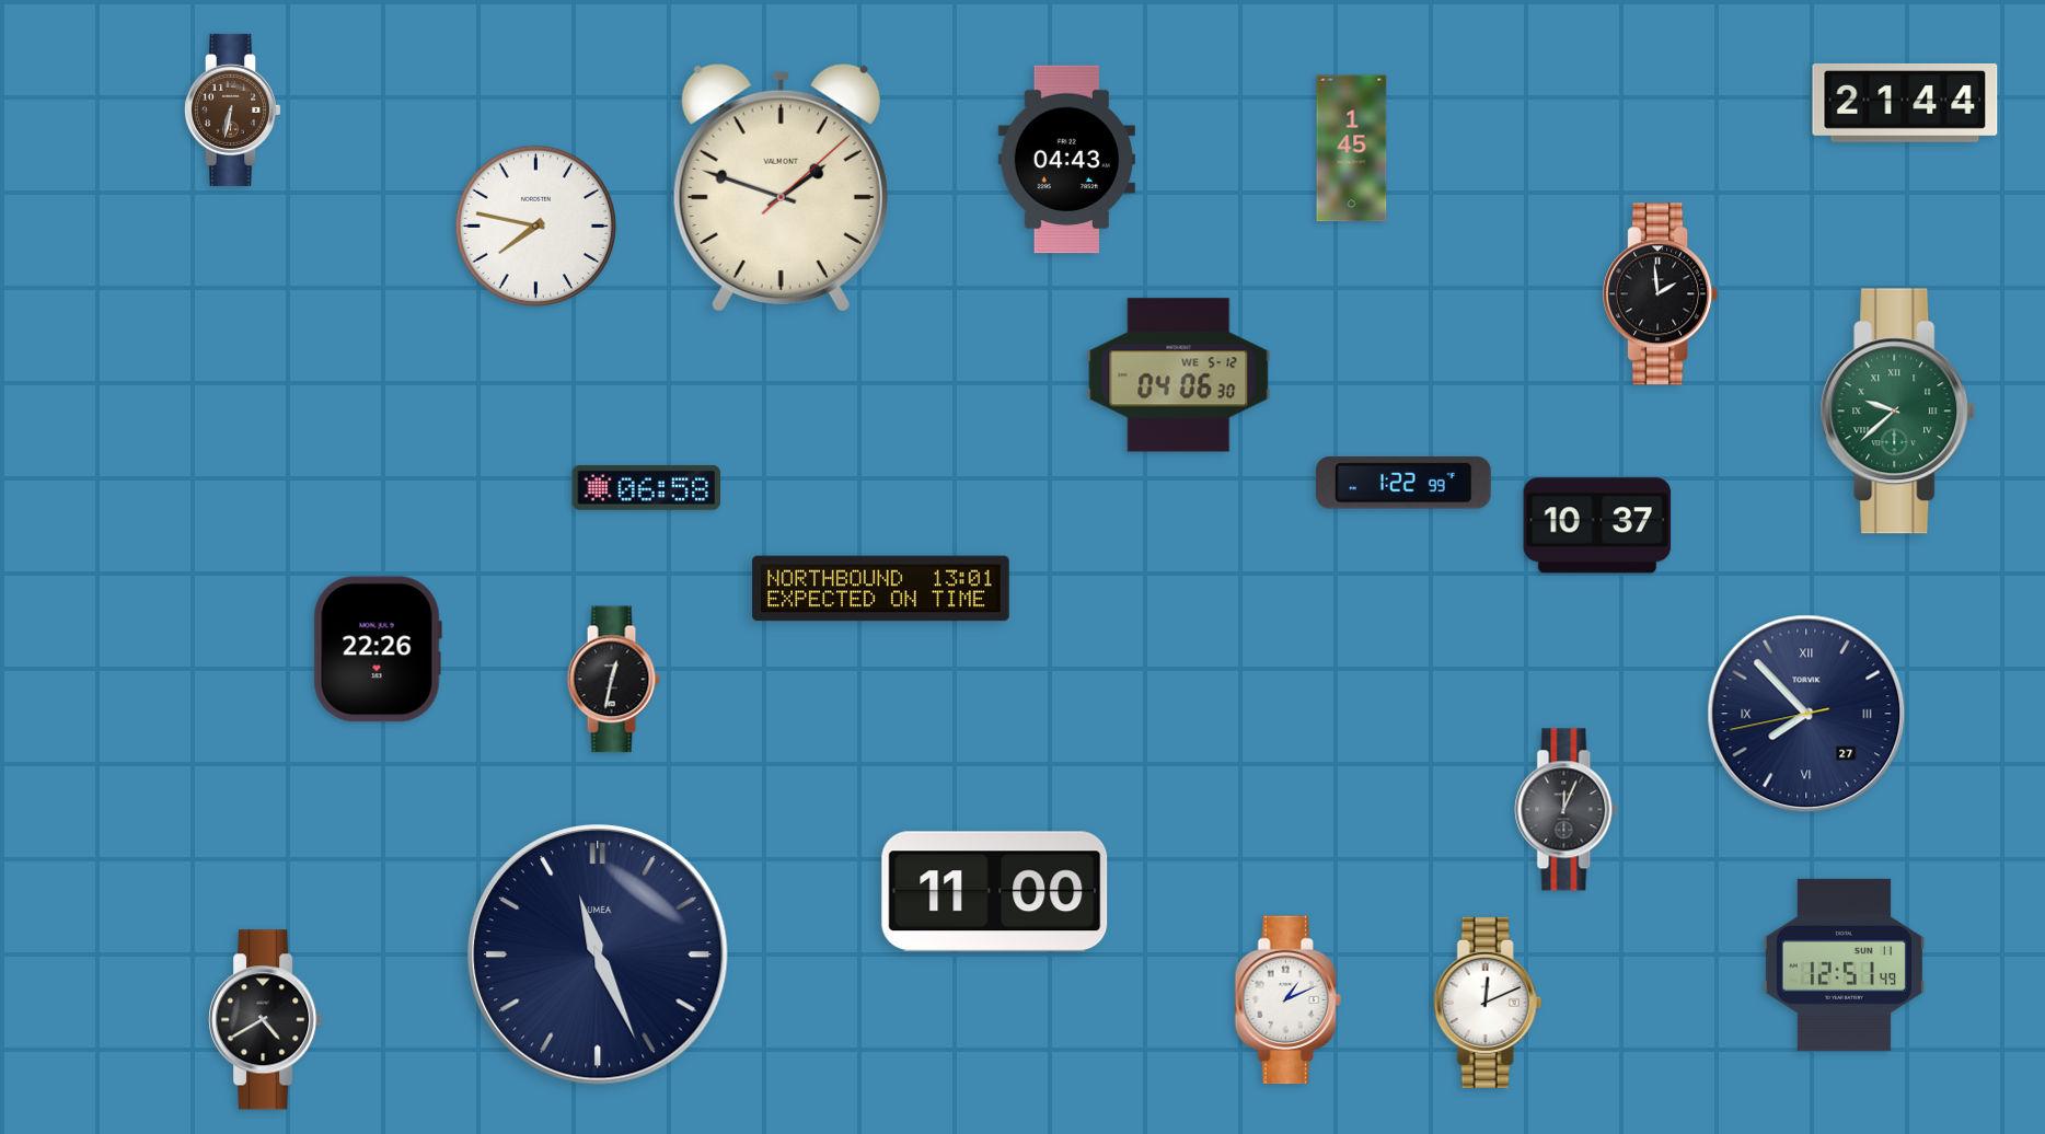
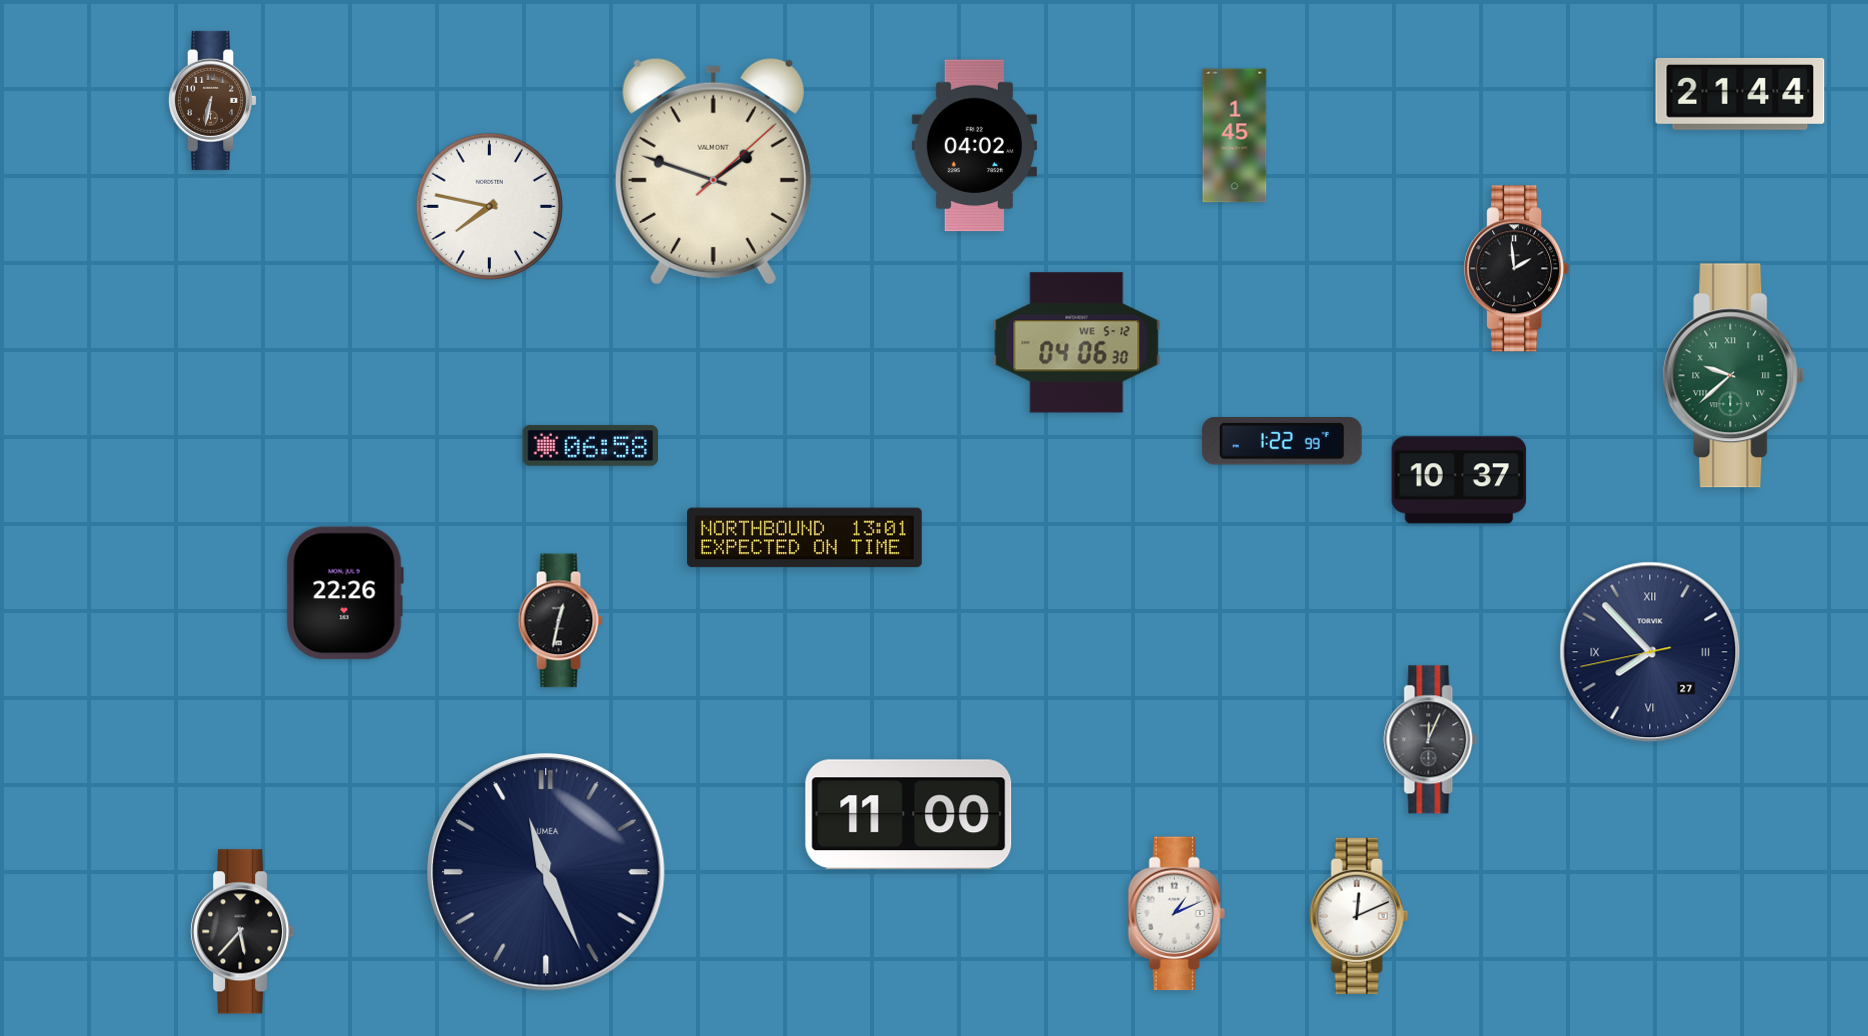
clock at (1066, 160): 04:43 -> 04:02
clock at (1844, 964): 12:51 -> none
clock at (266, 1020): 4:40 -> 5:37
